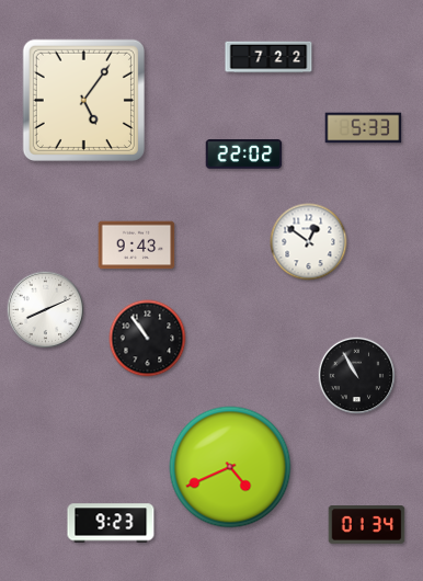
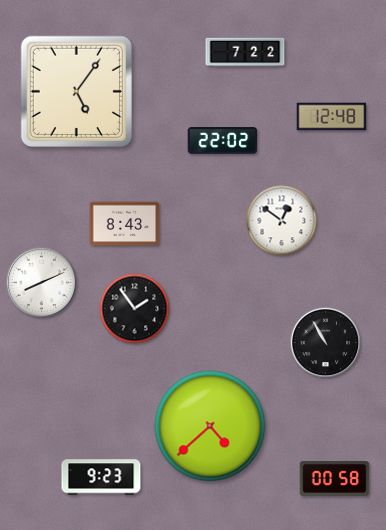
clock at (364, 128): 5:33 -> 12:48
clock at (137, 246): 9:43 -> 8:43
clock at (148, 339): 10:54 -> 1:54
clock at (230, 467): 4:41 -> 4:38
clock at (367, 525): 01:34 -> 00:58
